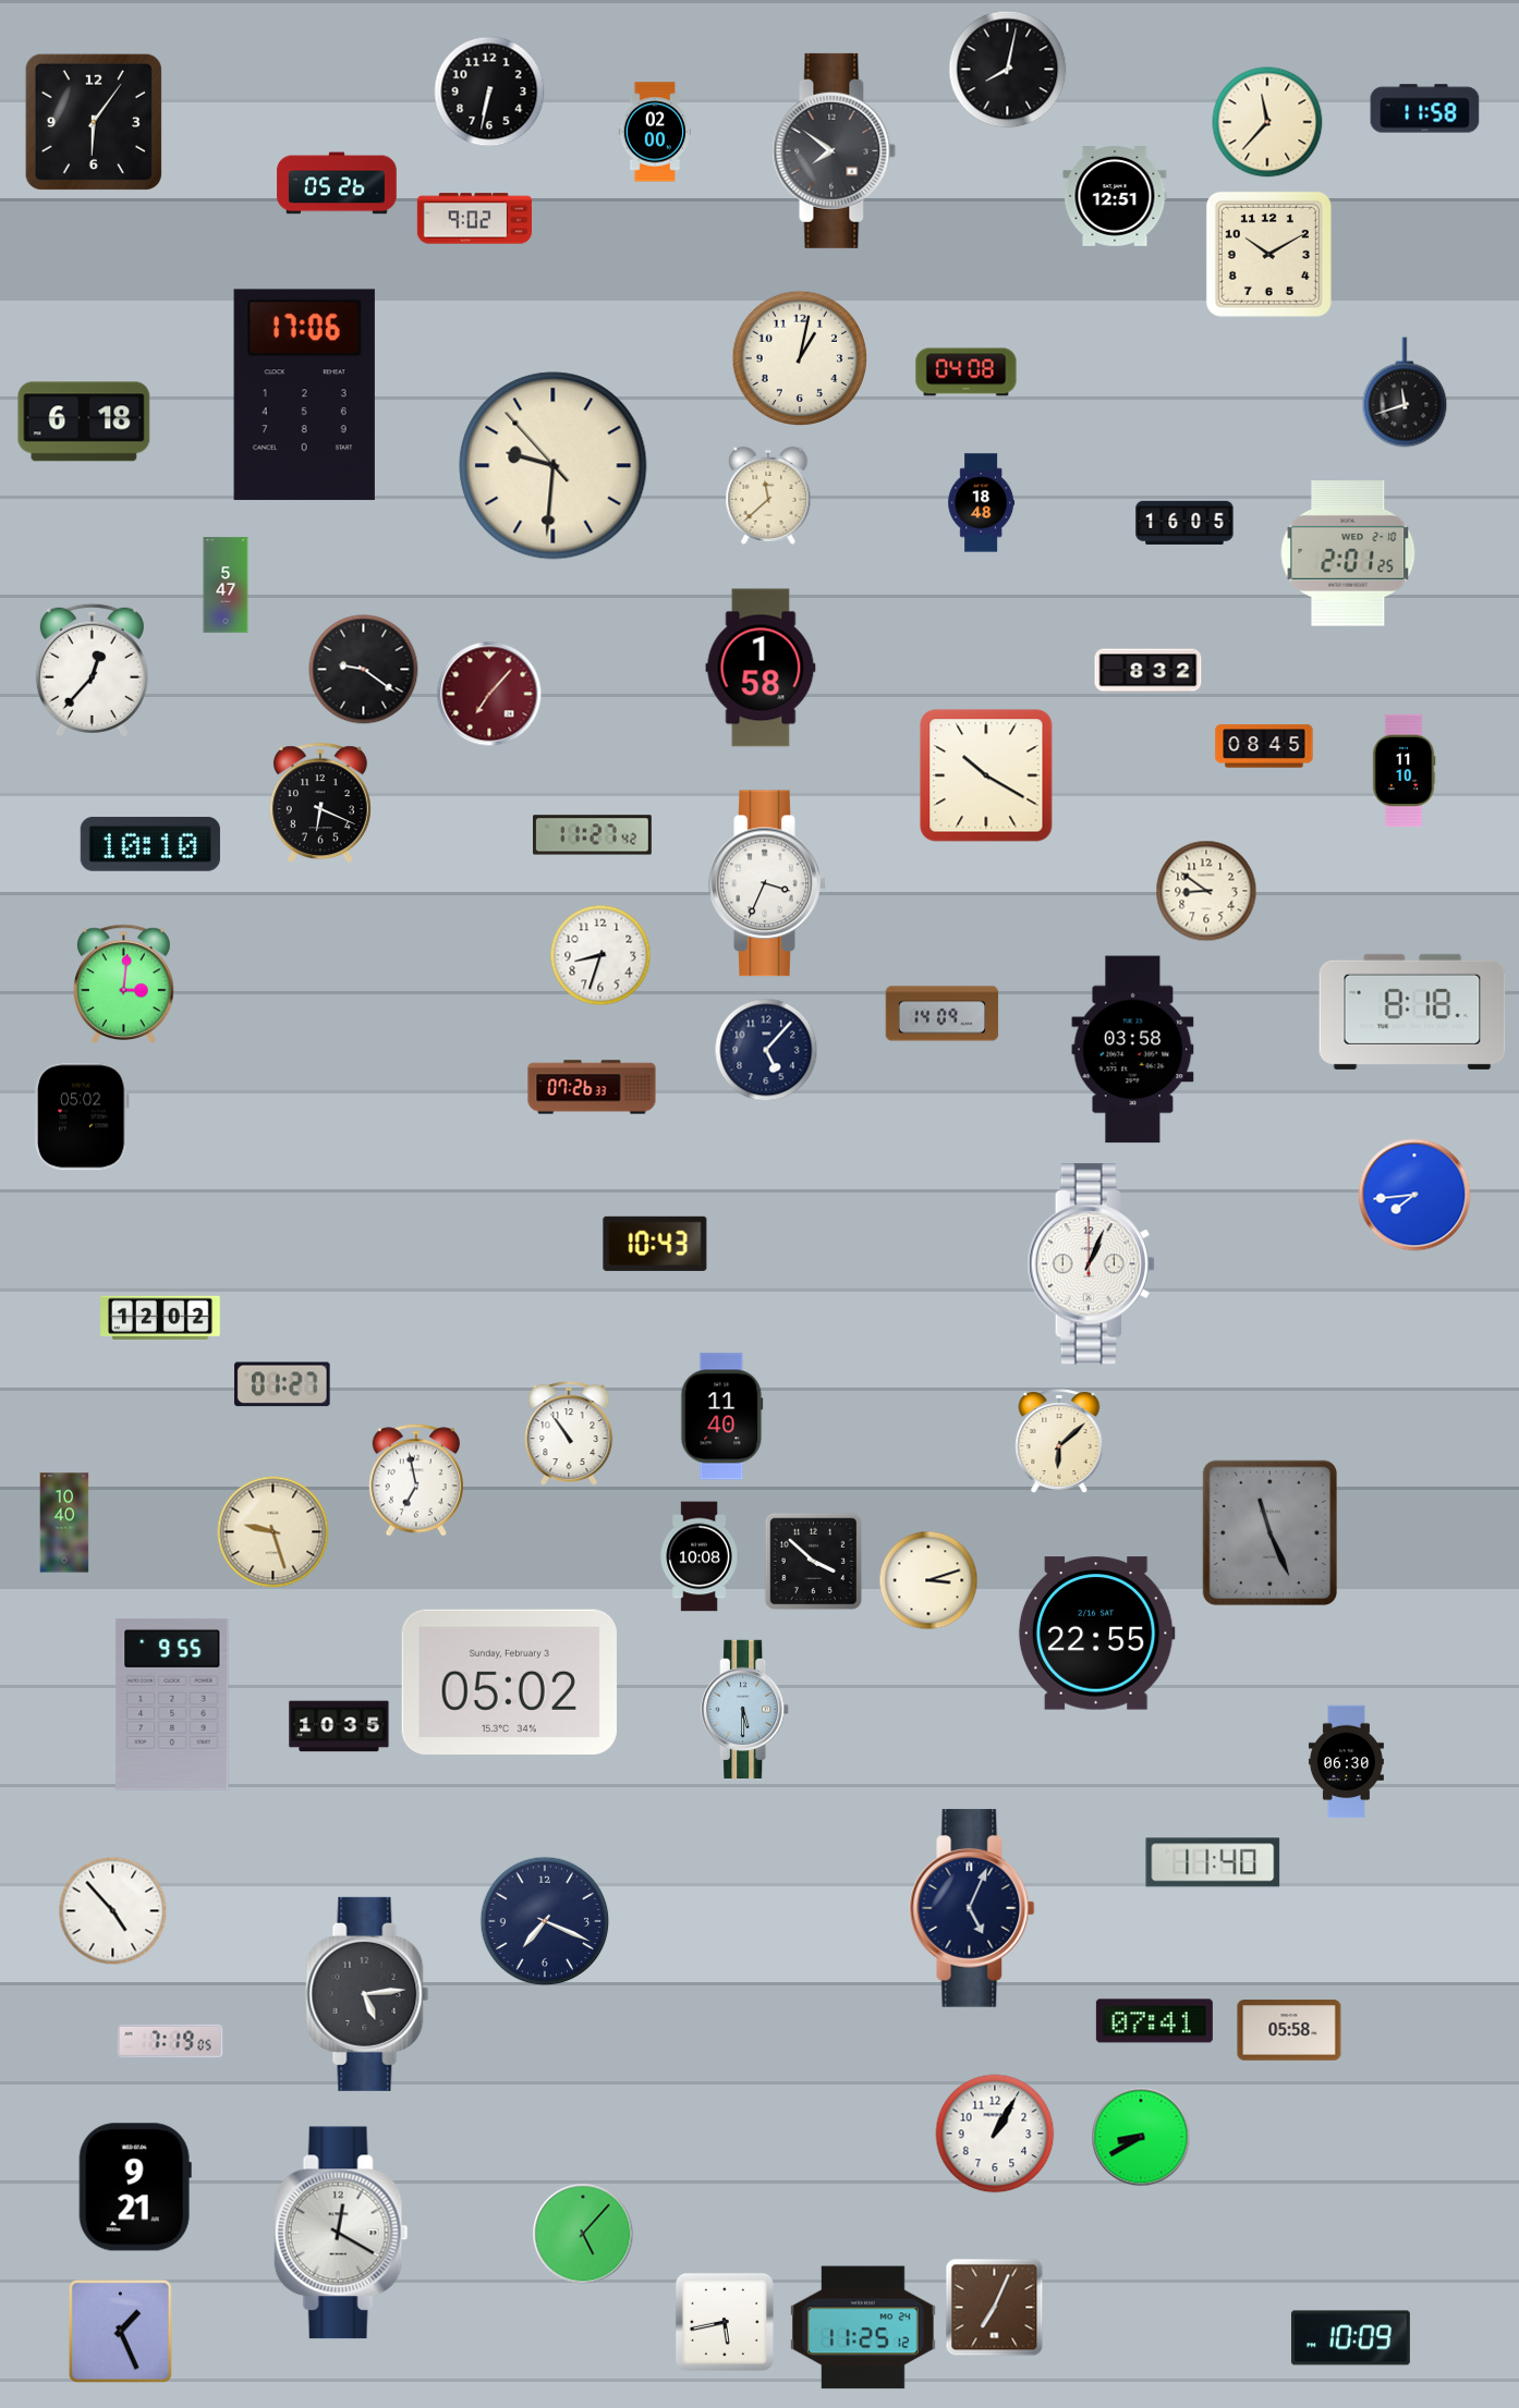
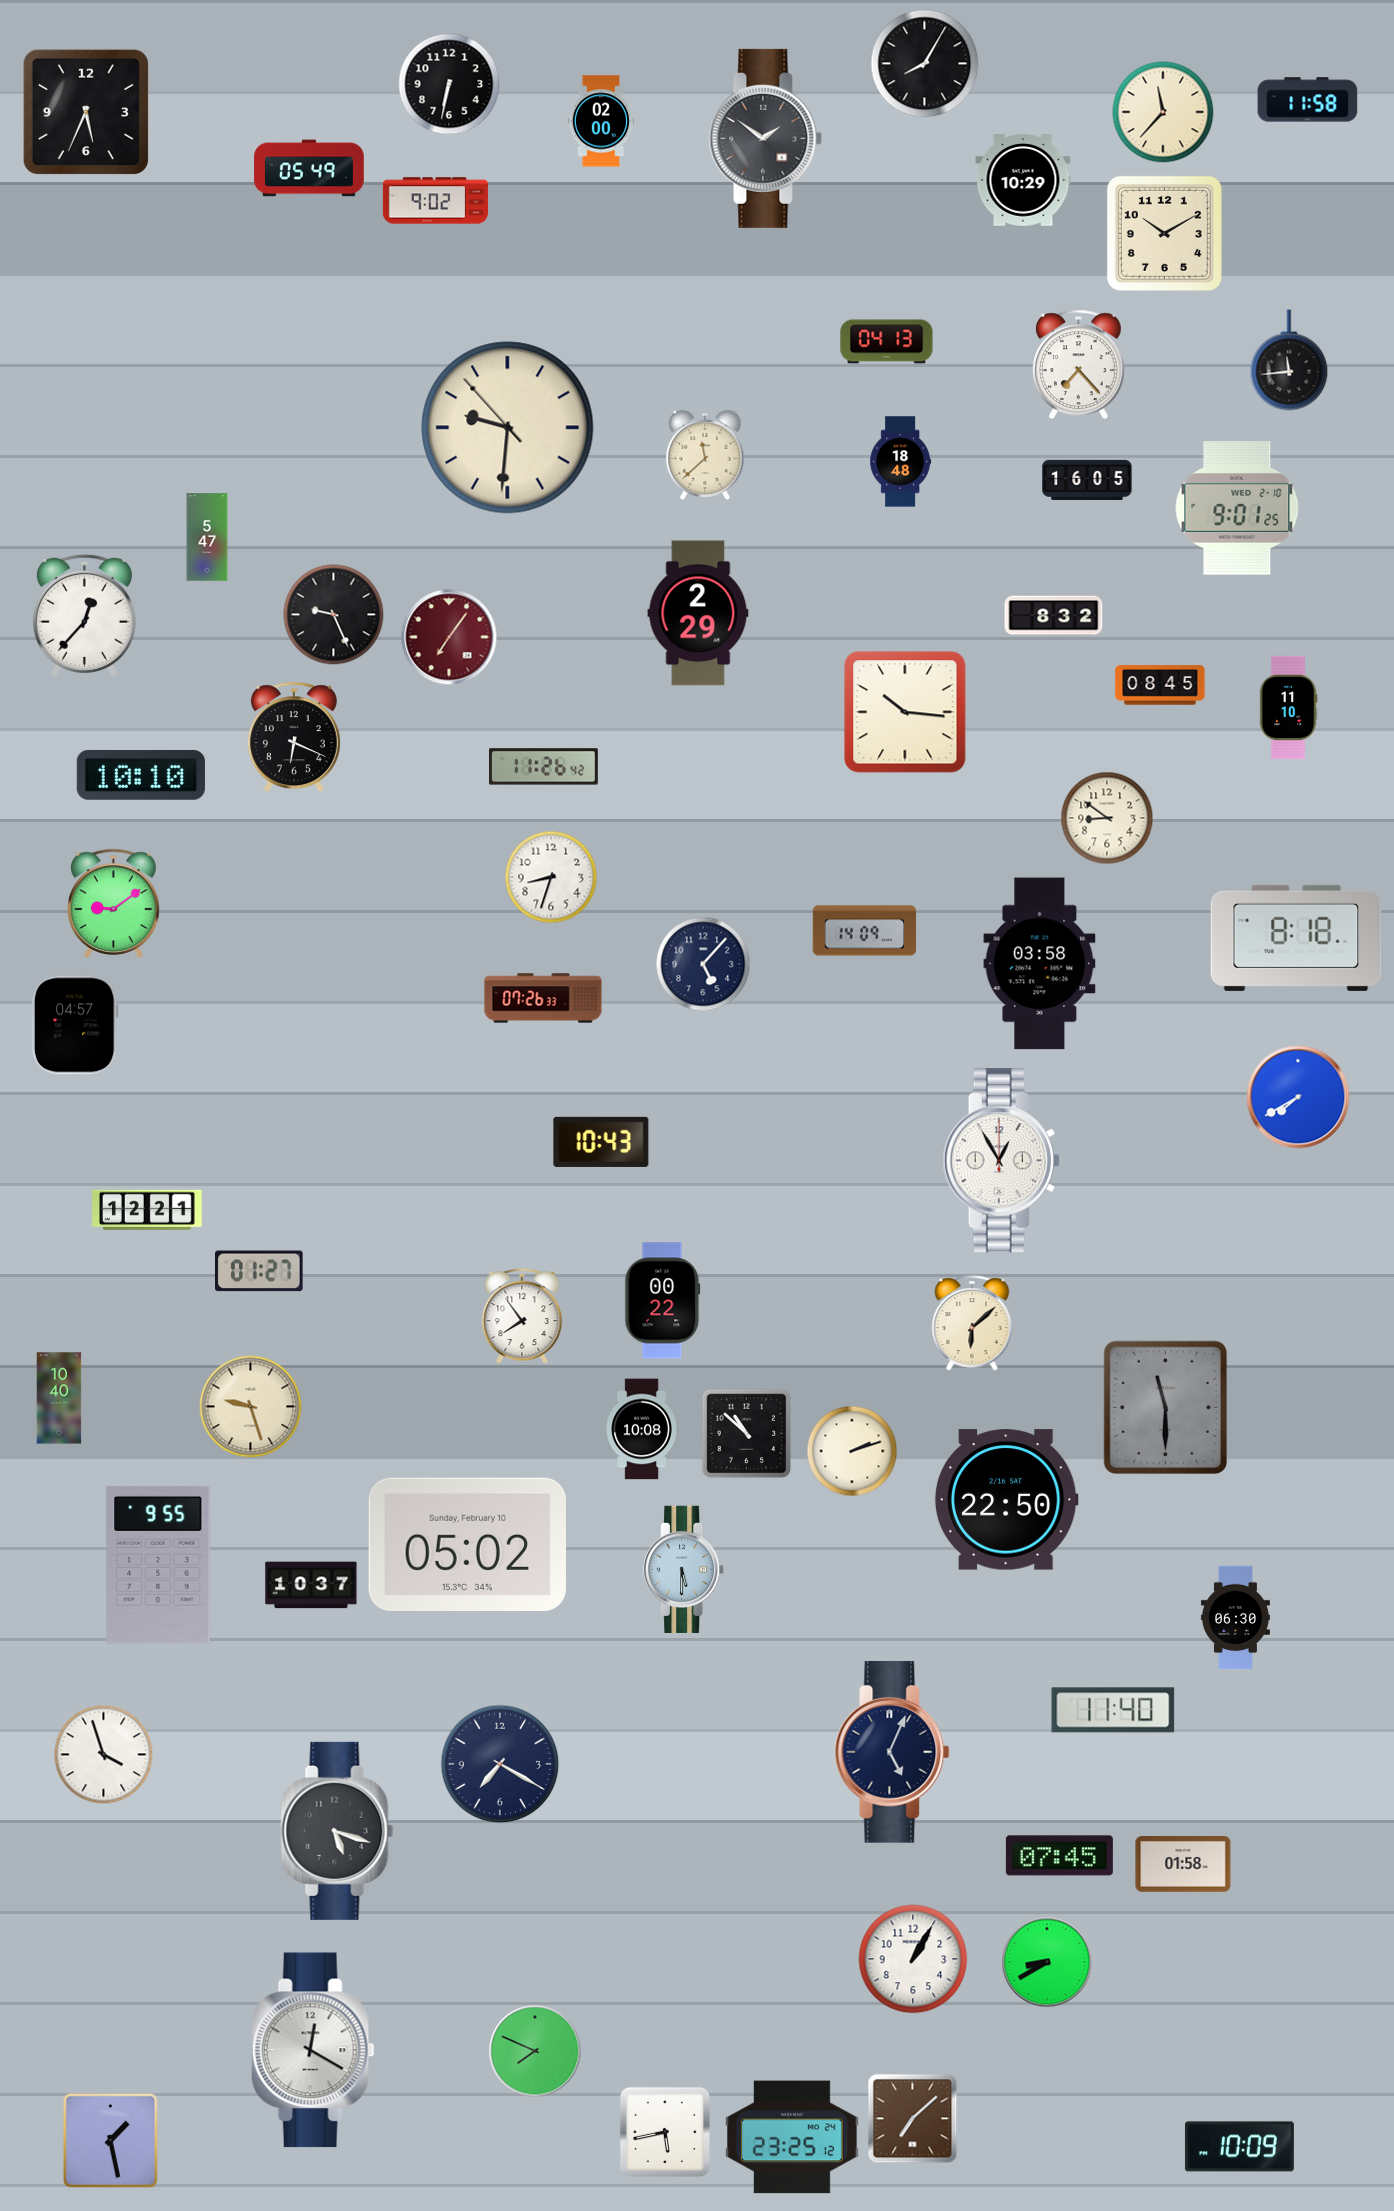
clock at (1008, 70): 8:02 -> 8:05
clock at (94, 122): 6:06 -> 5:34
clock at (835, 150): 7:51 -> 1:51
clock at (337, 183): 05:26 -> 05:49
clock at (1115, 197): 12:51 -> 10:29
clock at (800, 358): 1:02 -> none
clock at (967, 372): 04:08 -> 04:13
clock at (1405, 392): 11:42 -> 11:44
clock at (304, 395): 17:06 -> none
clock at (1079, 364): none -> 7:23
clock at (84, 421): 6:18 -> none
clock at (1348, 554): 2:01 -> 9:01
clock at (761, 668): 1:58 -> 2:29
clock at (364, 670): 9:21 -> 9:26
clock at (489, 694): 7:07 -> 7:06
clock at (986, 775): 10:20 -> 10:16
clock at (593, 835): 11:27 -> 11:26
clock at (150, 844) position: (150, 844) -> (141, 775)
clock at (767, 883): 3:34 -> none
clock at (124, 983): 3:01 -> 9:09
clock at (1412, 1012) position: (1412, 1012) -> (1296, 938)
clock at (82, 1116): 05:02 -> 04:57
clock at (1414, 1195): 7:44 -> 7:40
clock at (1091, 1264): 1:04 -> 12:55
clock at (161, 1318): 12:02 -> 12:21
clock at (722, 1417): 11:40 -> 00:22
clock at (569, 1433): 10:54 -> 7:54
clock at (415, 1480): 6:58 -> none
clock at (1271, 1533): 11:26 -> 11:30
clock at (814, 1562): 3:52 -> 10:52
clock at (928, 1580): 3:12 -> 2:12
clock at (1096, 1634): 22:55 -> 22:50
clock at (509, 1683) date: Sunday, February 3 -> Sunday, February 10
clock at (339, 1726): 10:35 -> 10:37
clock at (113, 1911): 4:53 -> 3:57
clock at (545, 1921): 7:19 -> 7:20
clock at (367, 1994): 5:14 -> 5:18
clock at (1154, 2021): 07:41 -> 07:45
clock at (1289, 2030): 05:58 -> 01:58
clock at (170, 2041): 7:19 -> none
clock at (135, 2187): 9:21 -> none
clock at (583, 2234): 5:07 -> 7:49
clock at (995, 2308): 7:04 -> 7:08
clock at (864, 2327): 11:25 -> 23:25
clock at (120, 2331): 1:26 -> 1:28
